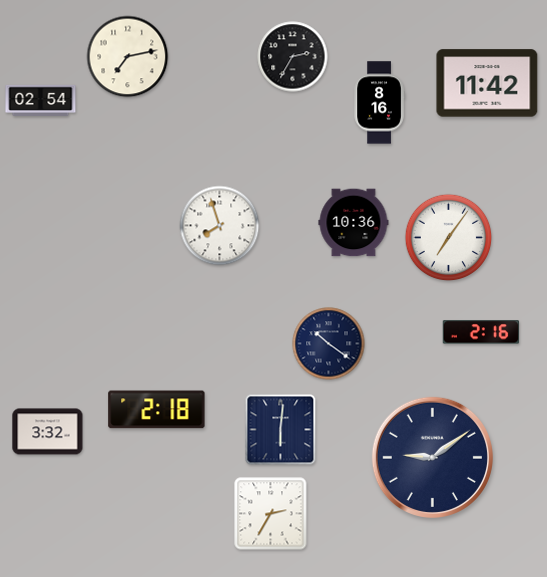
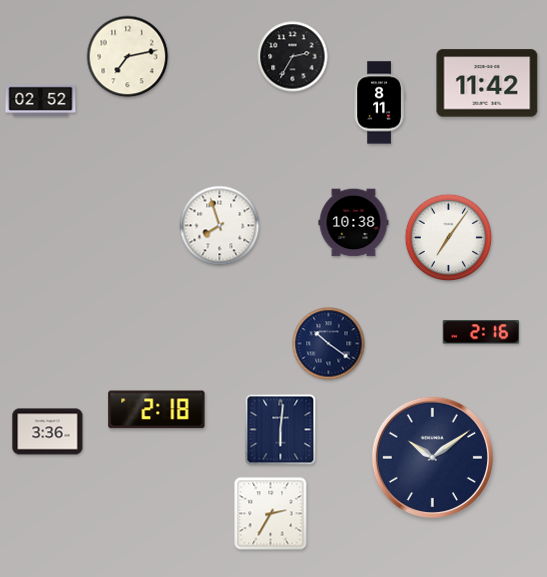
clock at (41, 100): 02:54 -> 02:52
clock at (379, 103): 8:16 -> 8:11
clock at (354, 223): 10:36 -> 10:38
clock at (48, 432): 3:32 -> 3:36
clock at (432, 457): 9:09 -> 10:09
